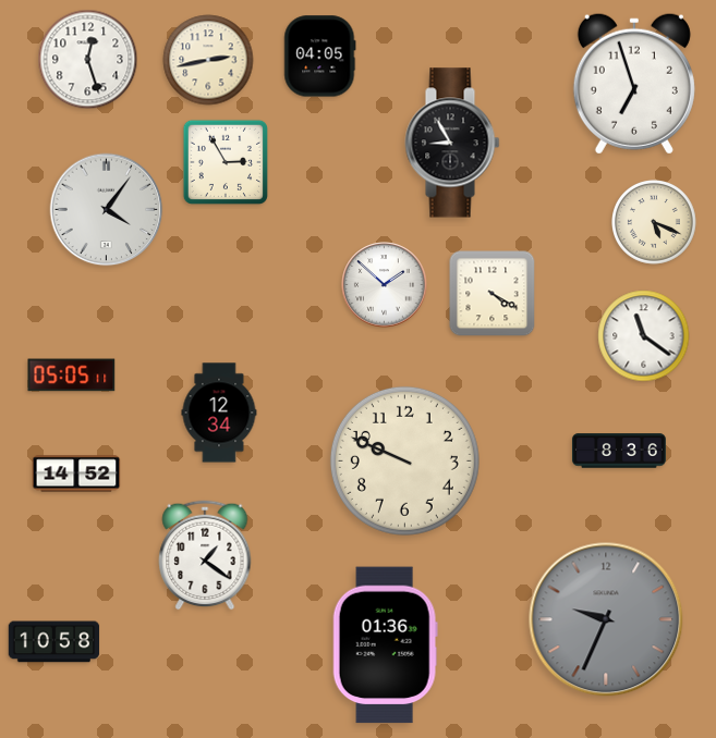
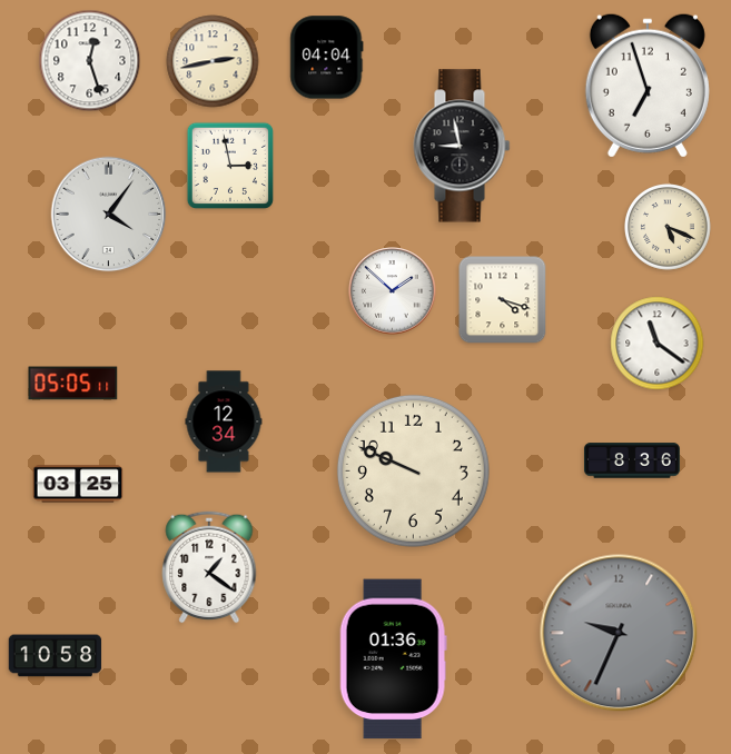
clock at (320, 57): 04:05 -> 04:04
clock at (452, 143): 8:55 -> 8:58
clock at (226, 162): 2:55 -> 2:58
clock at (493, 294): 4:20 -> 4:18
clock at (76, 473): 14:52 -> 03:25
